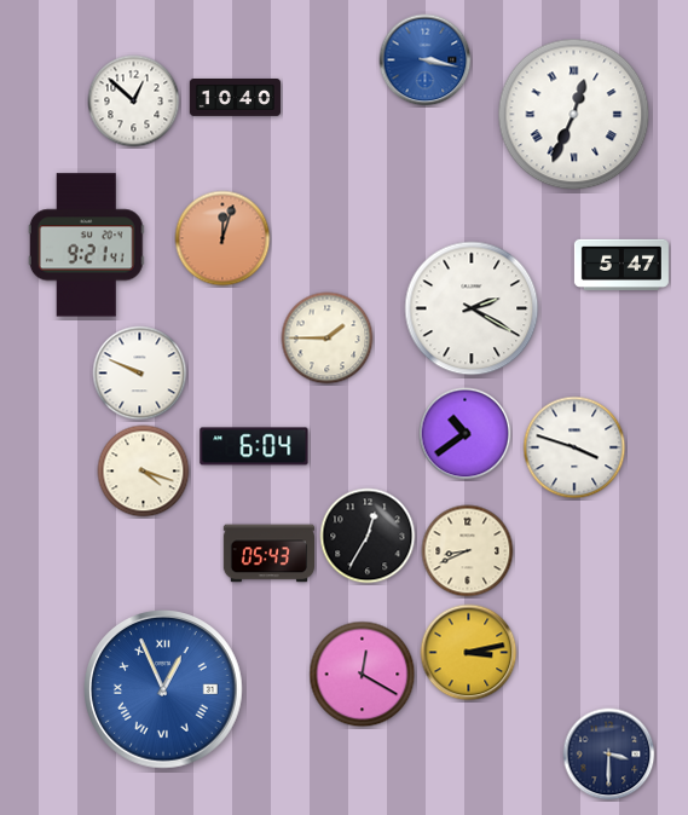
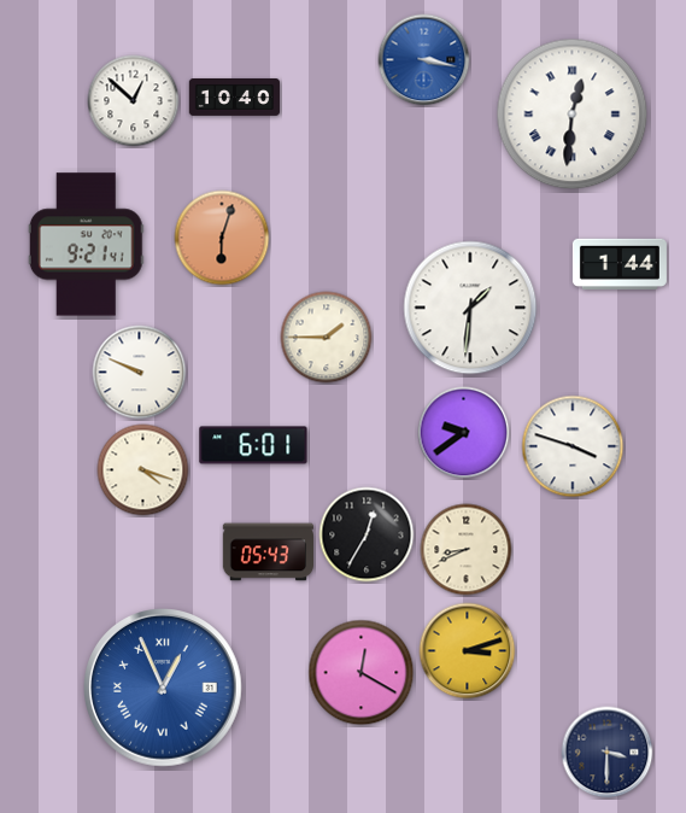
clock at (574, 115): 12:34 -> 12:31
clock at (222, 238): 12:03 -> 6:03
clock at (621, 265): 5:47 -> 1:44
clock at (472, 308): 2:20 -> 1:31
clock at (466, 434): 10:39 -> 9:39
clock at (254, 446): 6:04 -> 6:01
clock at (469, 653): 3:13 -> 3:12
